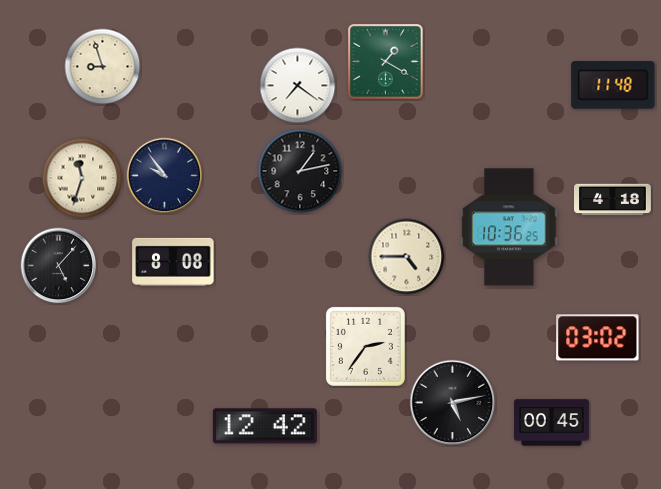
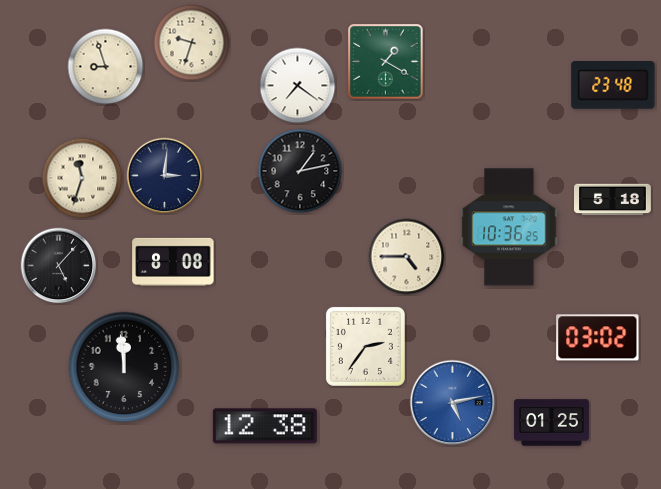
clock at (192, 43): none -> 9:33
clock at (103, 67) position: (103, 67) -> (106, 67)
clock at (613, 86): 11:48 -> 23:48
clock at (165, 176): 9:54 -> 3:01
clock at (613, 200): 4:18 -> 5:18
clock at (124, 367): none -> 11:59
clock at (453, 403) dial: black -> blue
clock at (551, 423): 00:45 -> 01:25
clock at (265, 426): 12:42 -> 12:38
